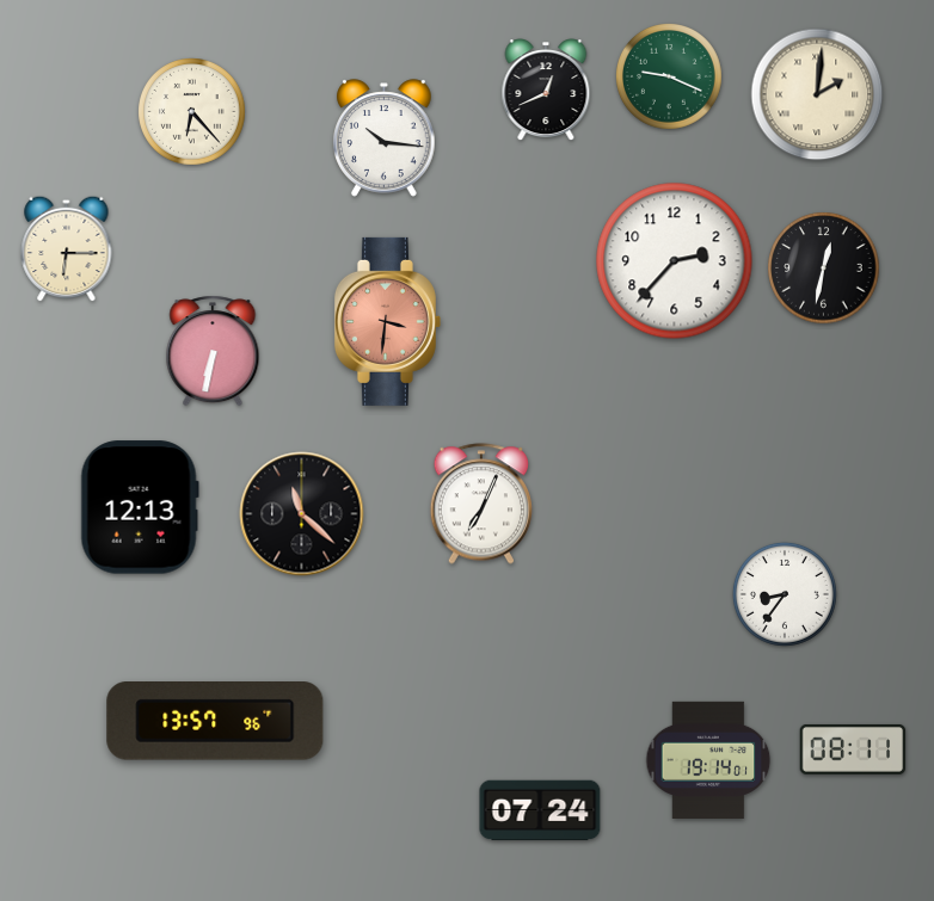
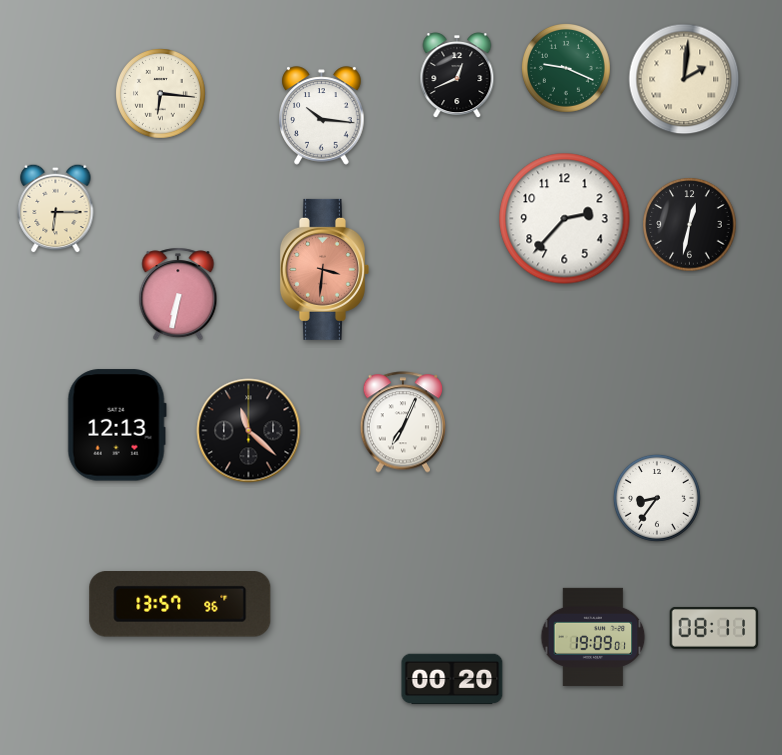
clock at (670, 78) position: (670, 78) -> (567, 69)
clock at (192, 112): 6:23 -> 6:16
clock at (302, 514) position: (302, 514) -> (249, 431)
clock at (708, 760): 19:14 -> 19:09
clock at (540, 810): 07:24 -> 00:20
